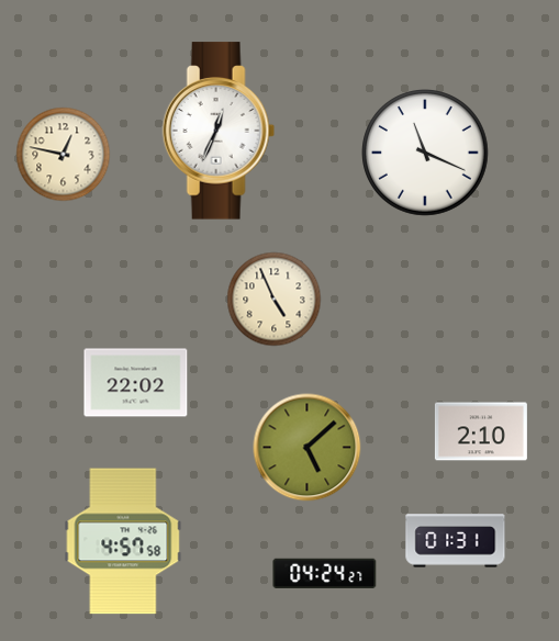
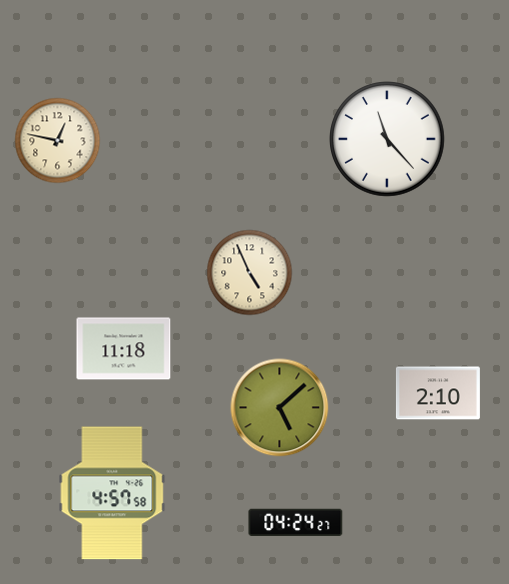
clock at (219, 131): 12:34 -> none
clock at (426, 154): 11:19 -> 11:23
clock at (136, 383): 22:02 -> 11:18
clock at (456, 541): 01:31 -> none
